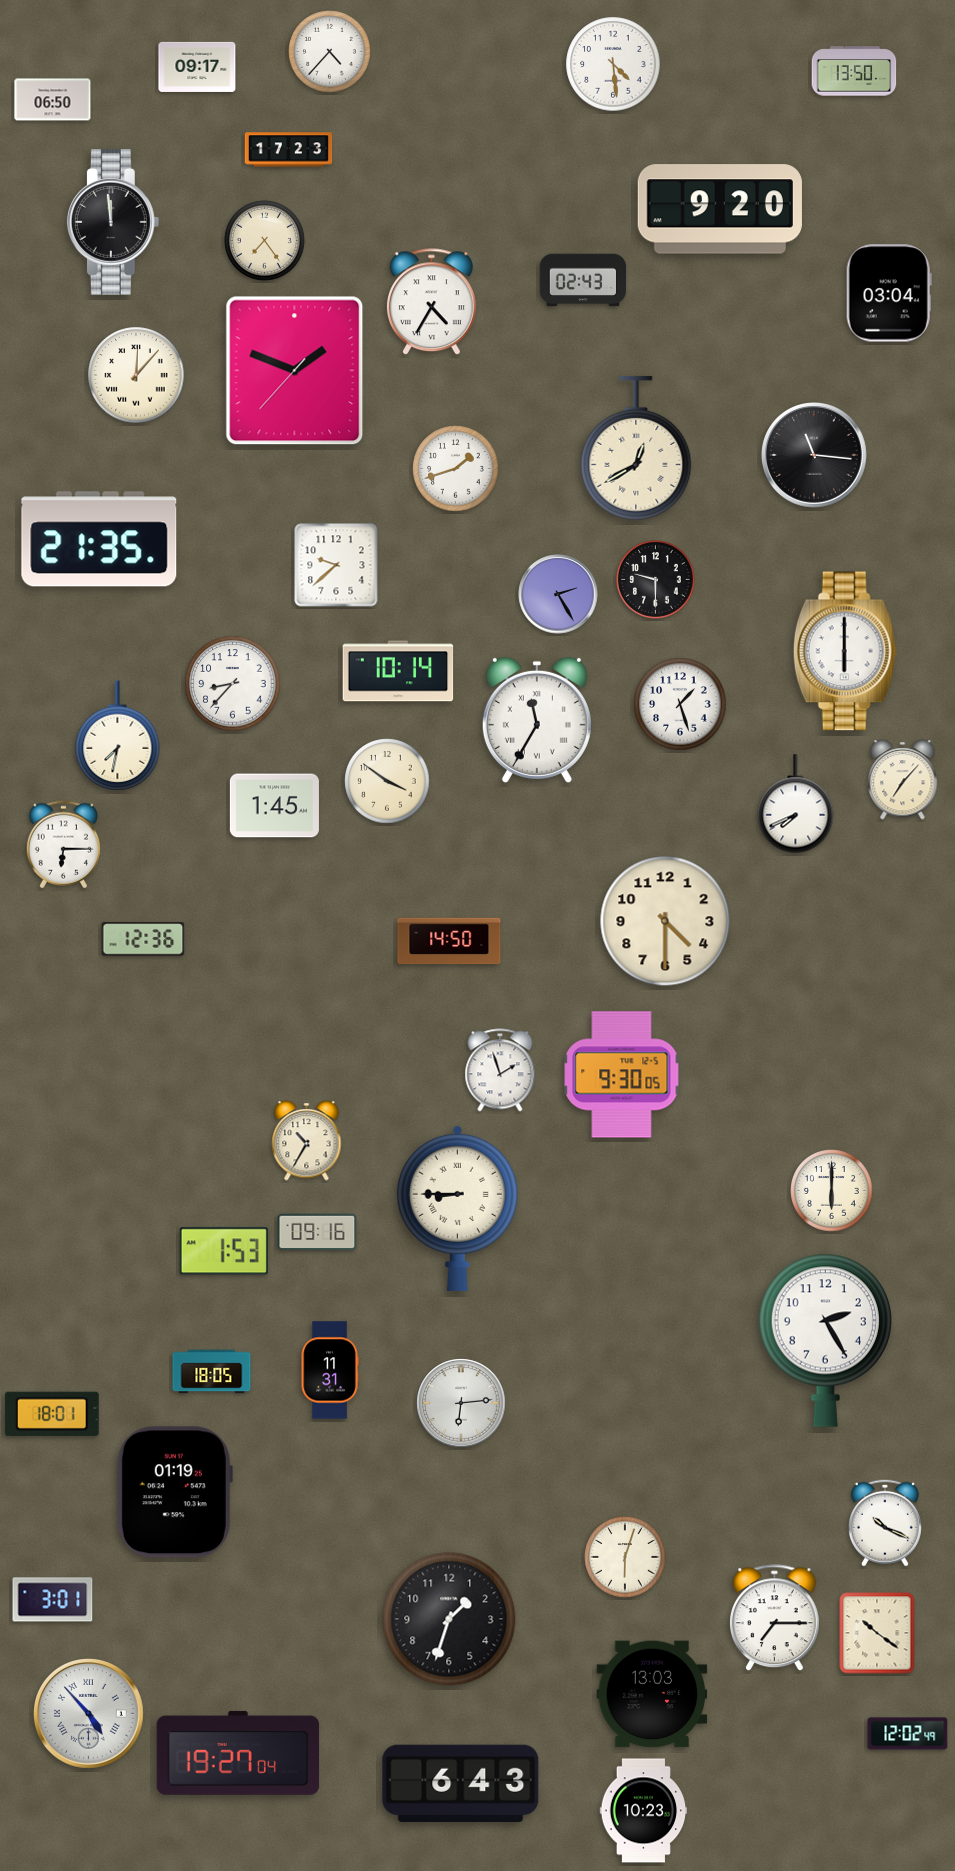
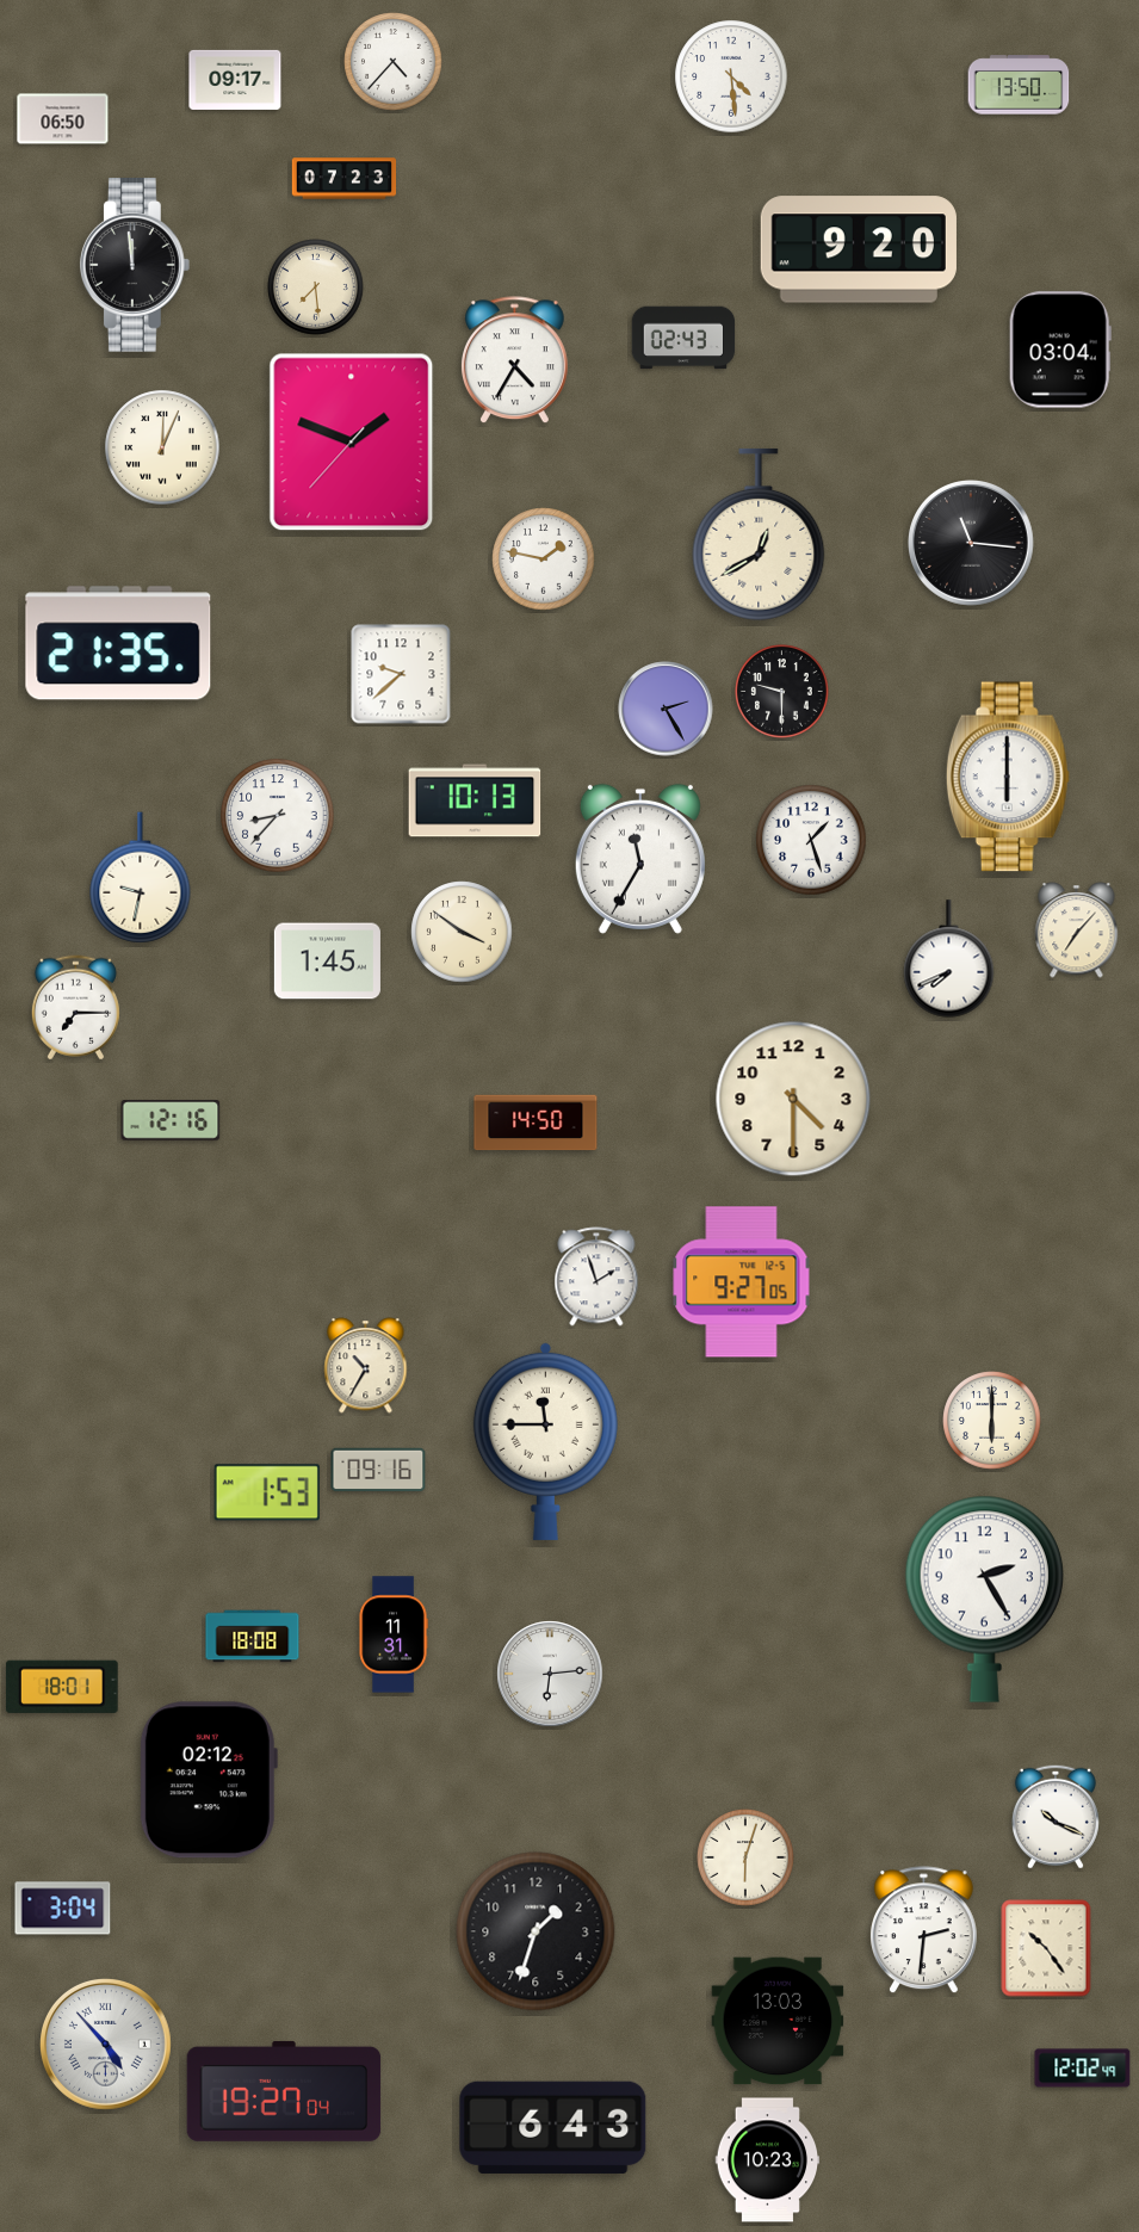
clock at (289, 150): 17:23 -> 07:23
clock at (265, 241): 7:24 -> 7:29
clock at (583, 280) position: (583, 280) -> (683, 338)
clock at (136, 375): 12:07 -> 12:04
clock at (456, 469): 1:42 -> 1:47
clock at (398, 671): 10:14 -> 10:13
clock at (118, 736): 7:32 -> 9:32
clock at (63, 845): 6:15 -> 7:15
clock at (143, 939): 12:36 -> 12:16
clock at (622, 1075): 9:30 -> 9:27
clock at (307, 1141) position: (307, 1141) -> (366, 1366)
clock at (457, 1208): 8:45 -> 11:45
clock at (212, 1372): 18:05 -> 18:08
clock at (175, 1492): 01:19 -> 02:12
clock at (53, 1600): 3:01 -> 3:04
clock at (774, 1618): 7:15 -> 2:31
clock at (877, 1633): 10:21 -> 10:24
clock at (461, 1783) position: (461, 1783) -> (553, 2127)
